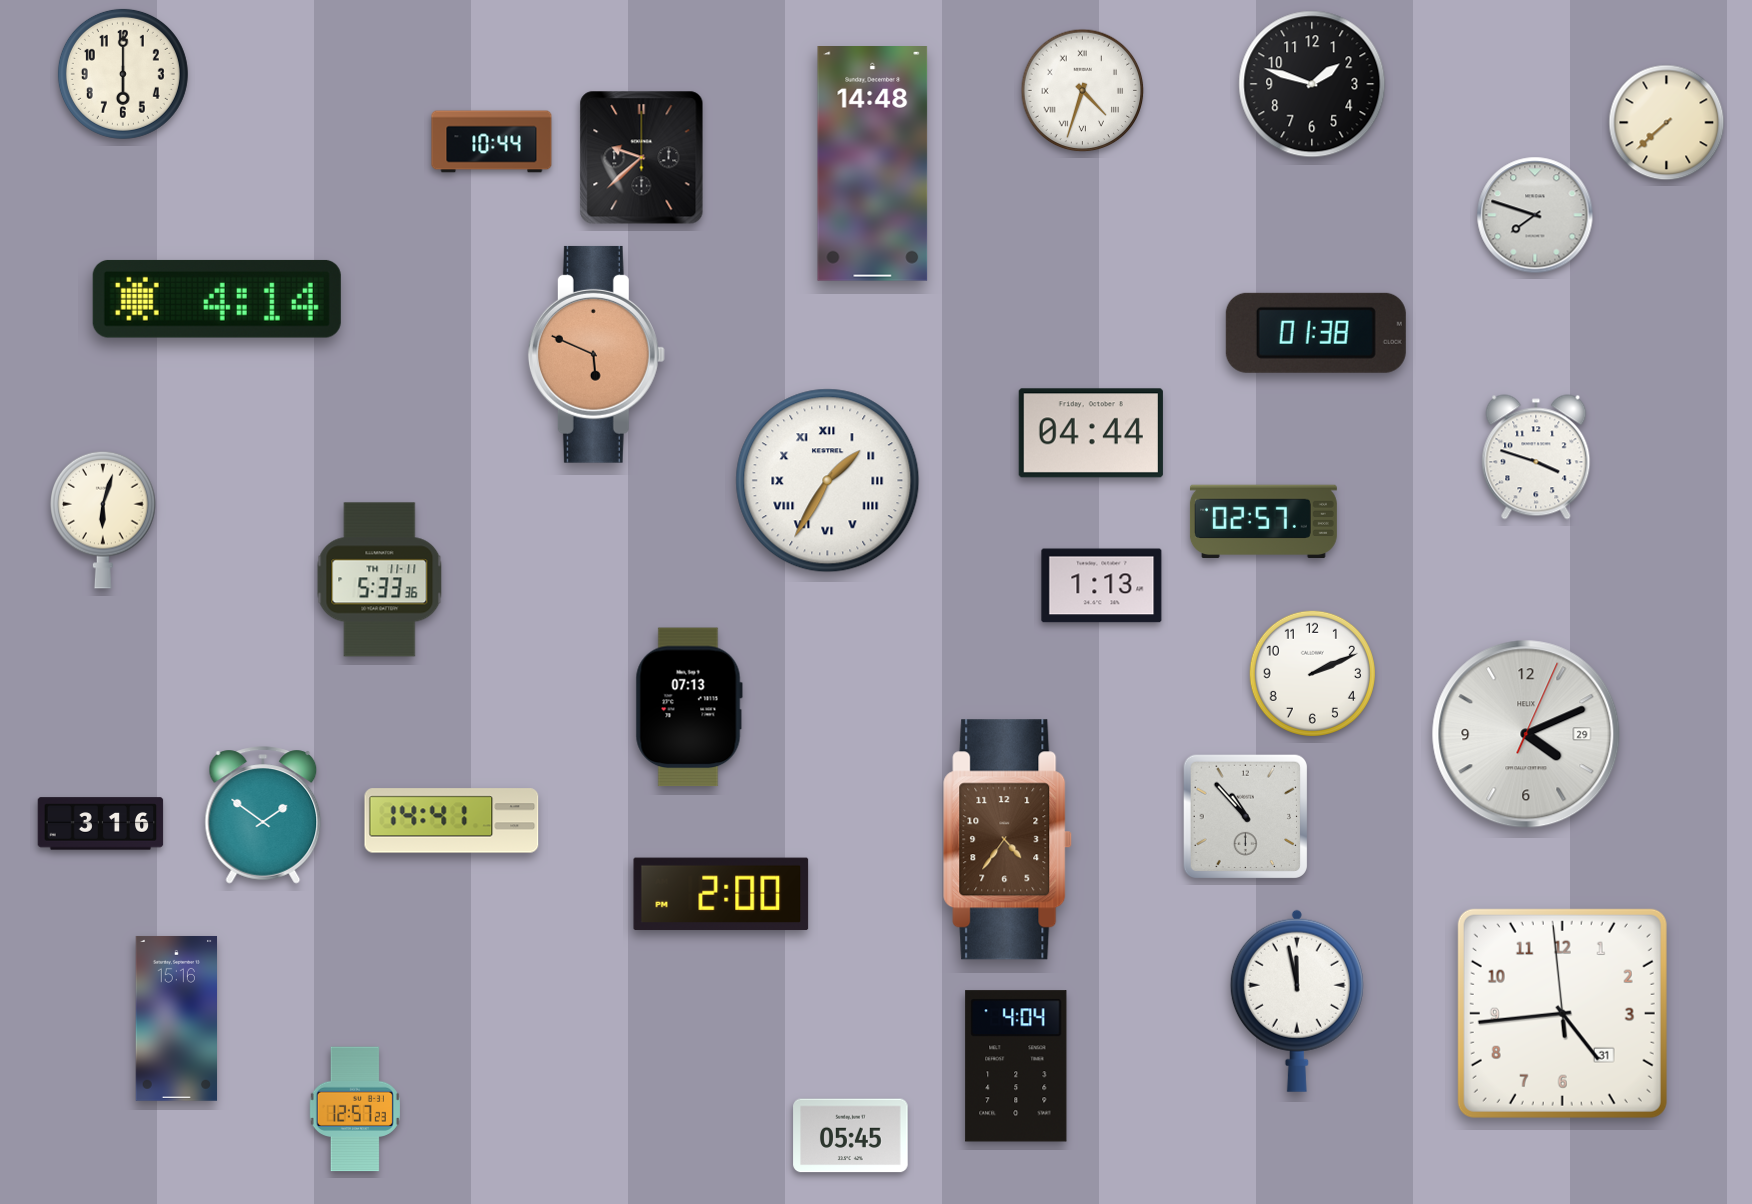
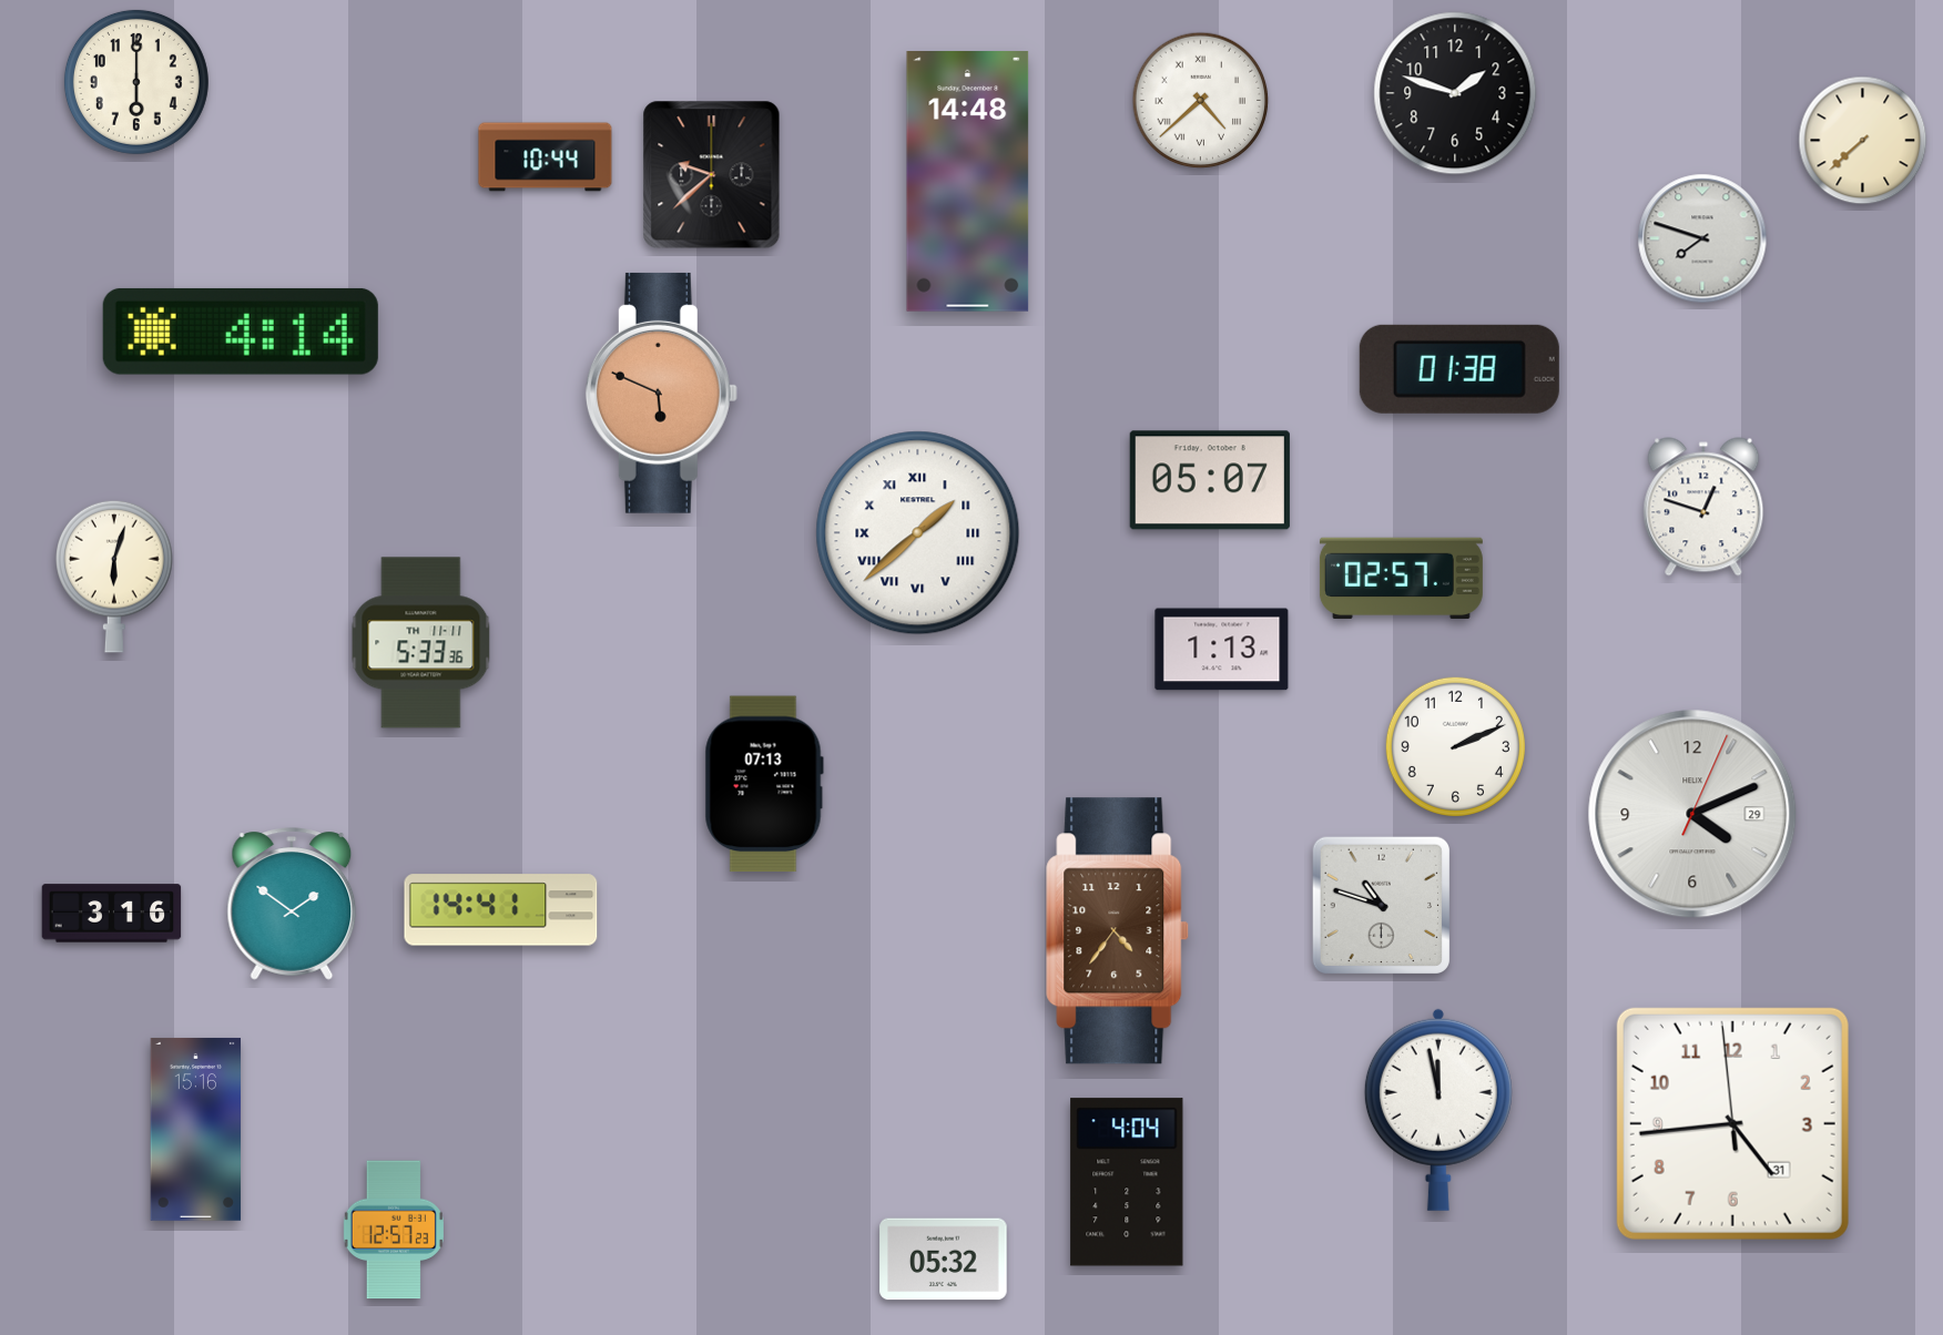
clock at (1083, 91): 4:33 -> 4:38
clock at (1667, 123) position: (1667, 123) -> (1863, 141)
clock at (1091, 433): 04:44 -> 05:07
clock at (1536, 457): 3:48 -> 12:48
clock at (828, 481): 1:35 -> 1:38
clock at (1245, 816): 10:53 -> 10:48
clock at (721, 894): 2:00 -> none
clock at (851, 1136): 05:45 -> 05:32
